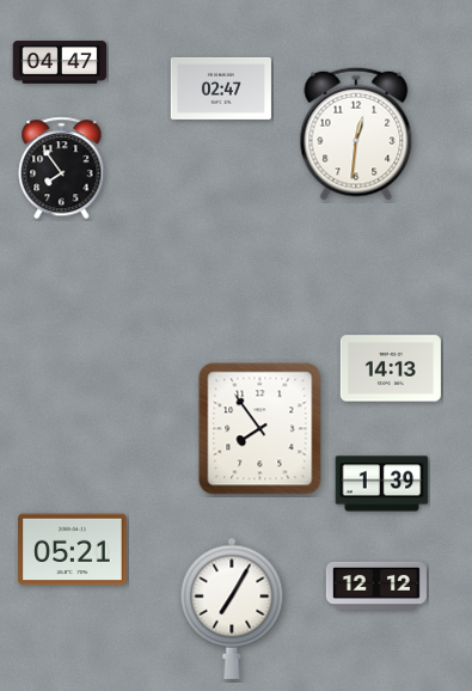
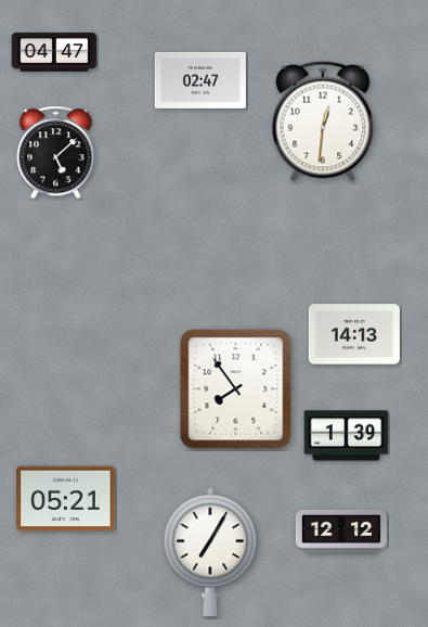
clock at (60, 62) position: (60, 62) -> (54, 52)
clock at (62, 169): 7:54 -> 5:08
clock at (382, 484) position: (382, 484) -> (347, 436)
